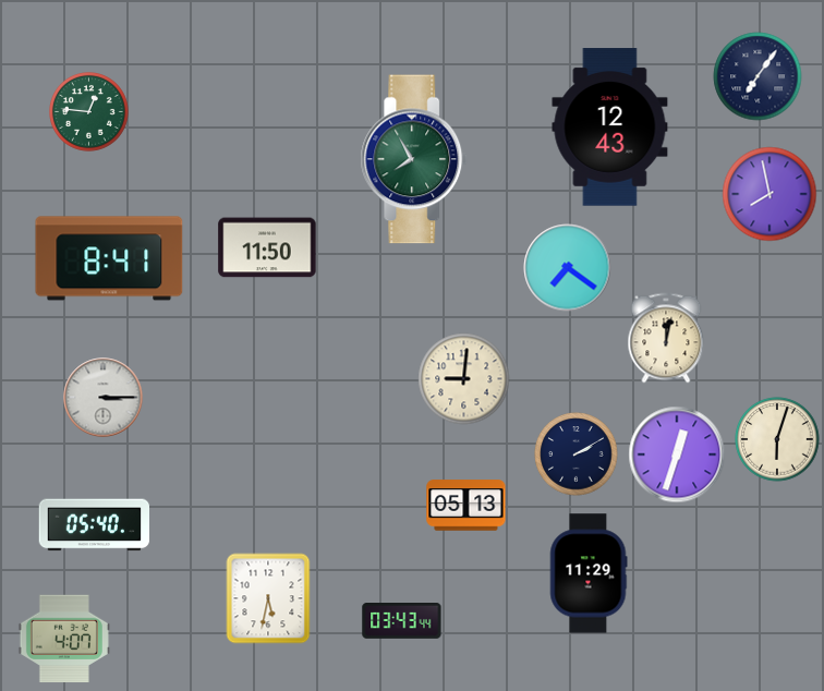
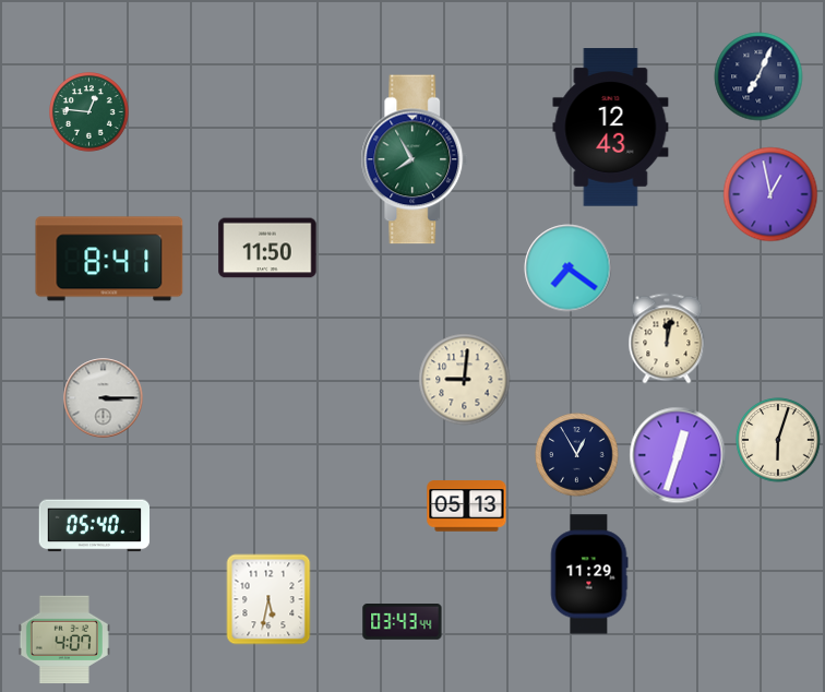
clock at (758, 76): 7:06 -> 7:04
clock at (770, 194): 7:58 -> 12:58
clock at (577, 454): 2:10 -> 12:55
